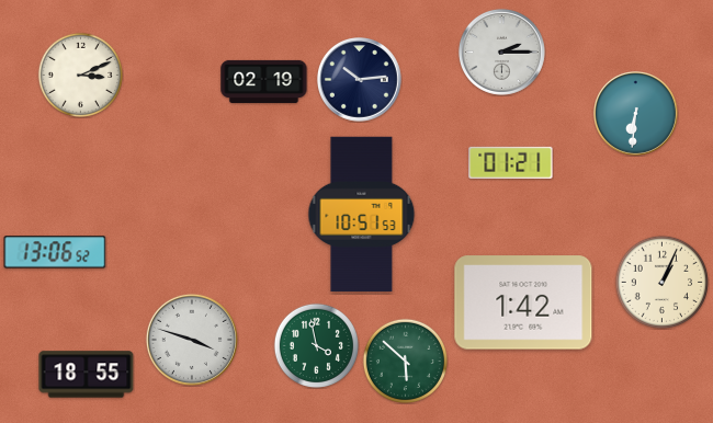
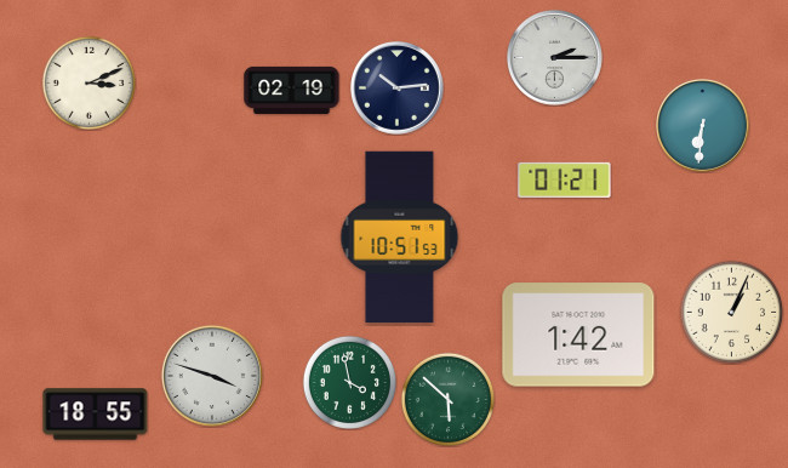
clock at (55, 252): 13:06 -> none
